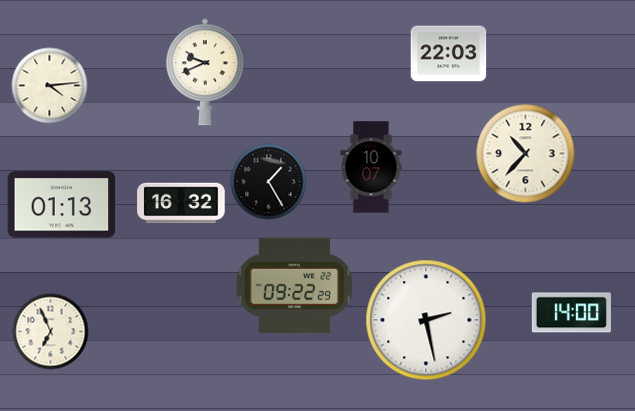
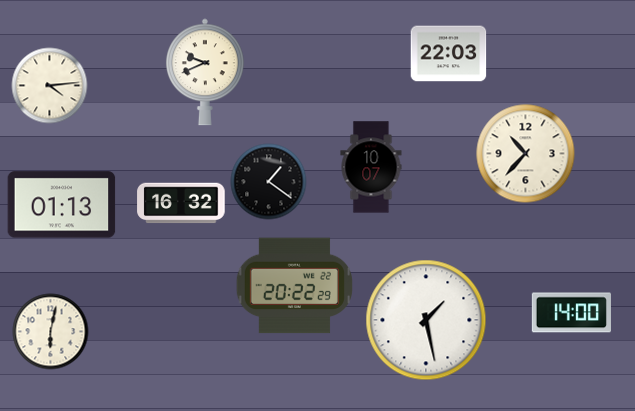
clock at (269, 182): 1:25 -> 1:21
clock at (294, 286): 09:22 -> 20:22
clock at (426, 320): 2:28 -> 1:28
clock at (51, 332): 6:56 -> 6:02
